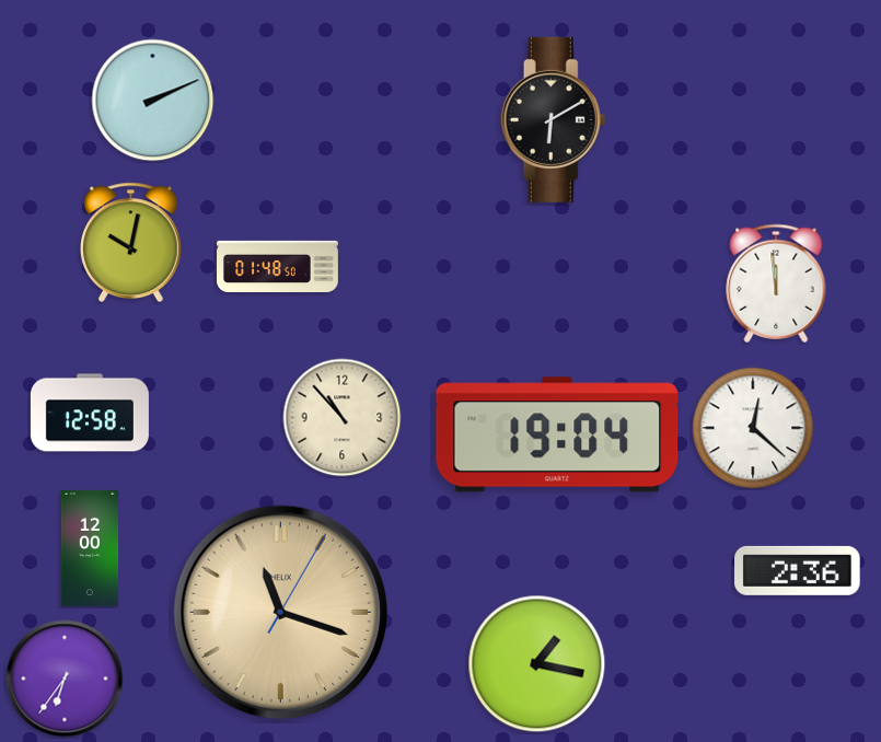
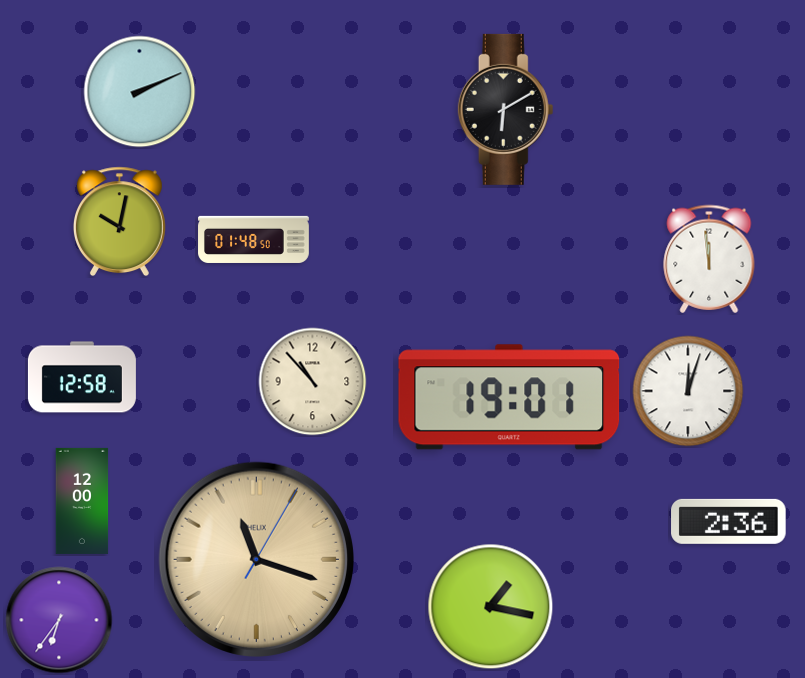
clock at (278, 266) position: (278, 266) -> (254, 239)
clock at (753, 428): 12:22 -> 12:03
clock at (557, 434): 19:04 -> 19:01
